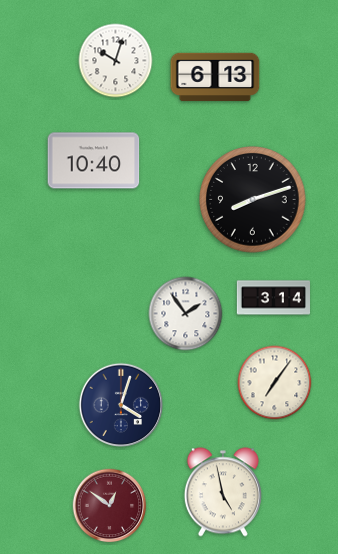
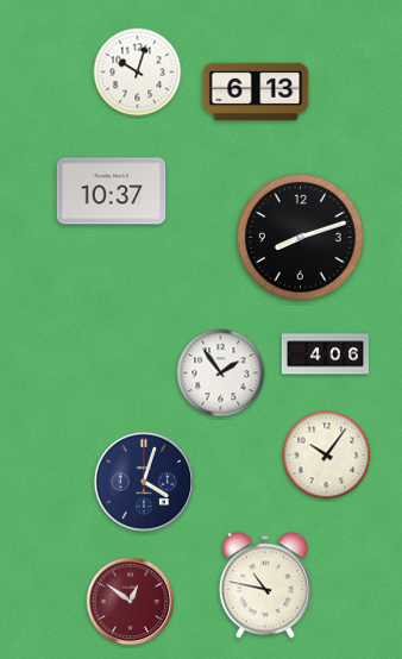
clock at (94, 161): 10:40 -> 10:37
clock at (273, 298): 3:14 -> 4:06
clock at (275, 383): 7:06 -> 10:06
clock at (223, 492): 4:58 -> 10:47
